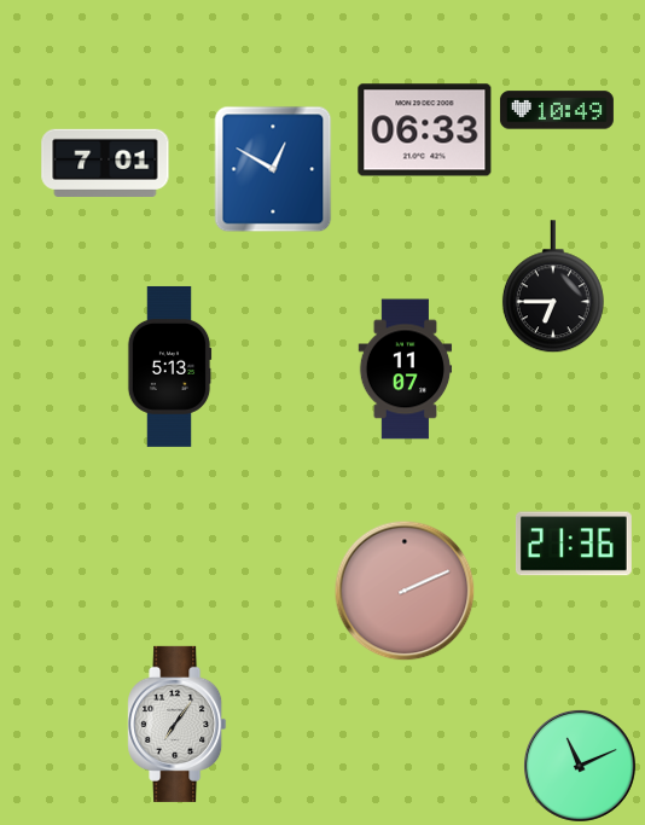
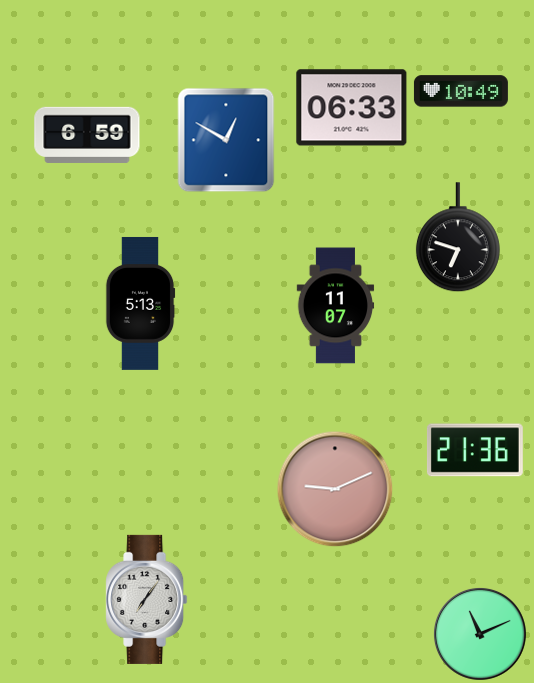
clock at (105, 163): 7:01 -> 6:59
clock at (553, 287): 6:45 -> 6:48
clock at (405, 591): 2:11 -> 9:11
